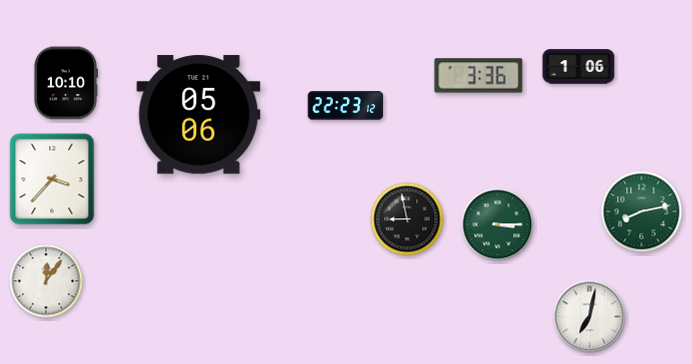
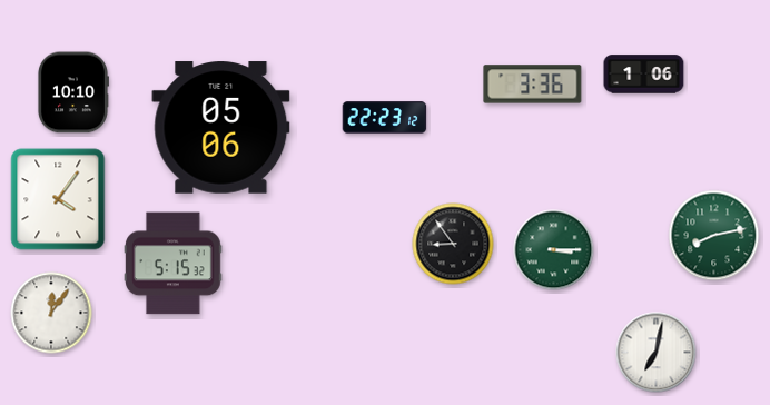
clock at (52, 179): 3:37 -> 4:06
clock at (407, 219): 8:58 -> 8:54
clock at (174, 264): none -> 5:15
